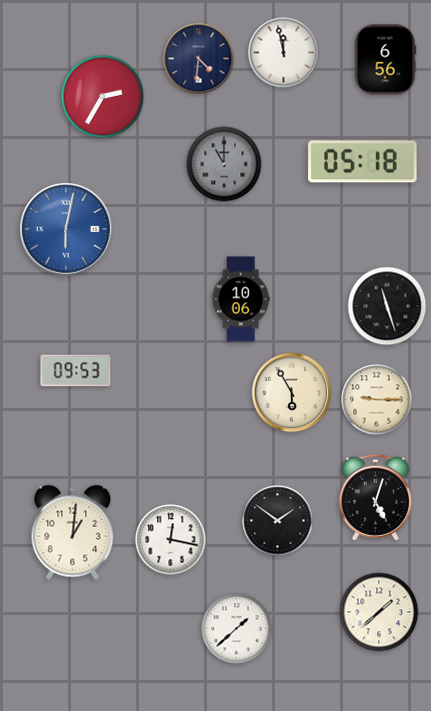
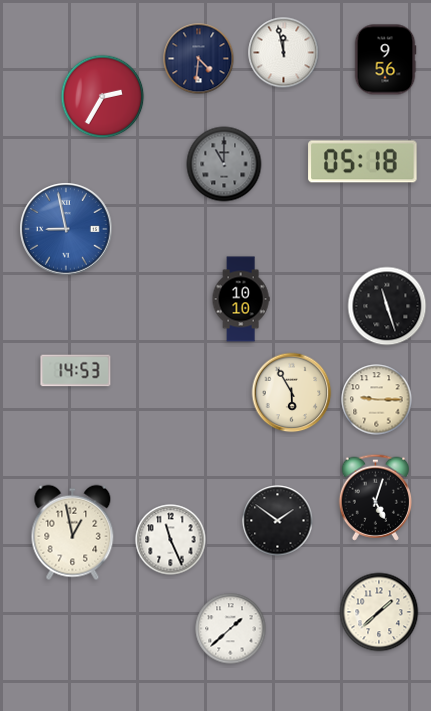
clock at (385, 60): 6:56 -> 9:56
clock at (66, 229): 6:02 -> 8:58
clock at (241, 299): 10:06 -> 10:10
clock at (76, 371): 09:53 -> 14:53
clock at (73, 533): 1:01 -> 12:58
clock at (171, 540): 12:17 -> 11:26
clock at (237, 629) position: (237, 629) -> (231, 629)
